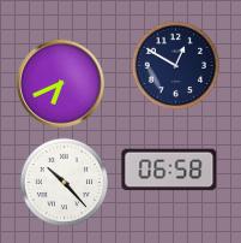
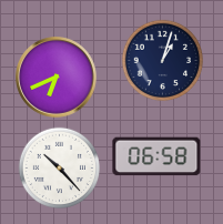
clock at (175, 65): 12:50 -> 1:03
